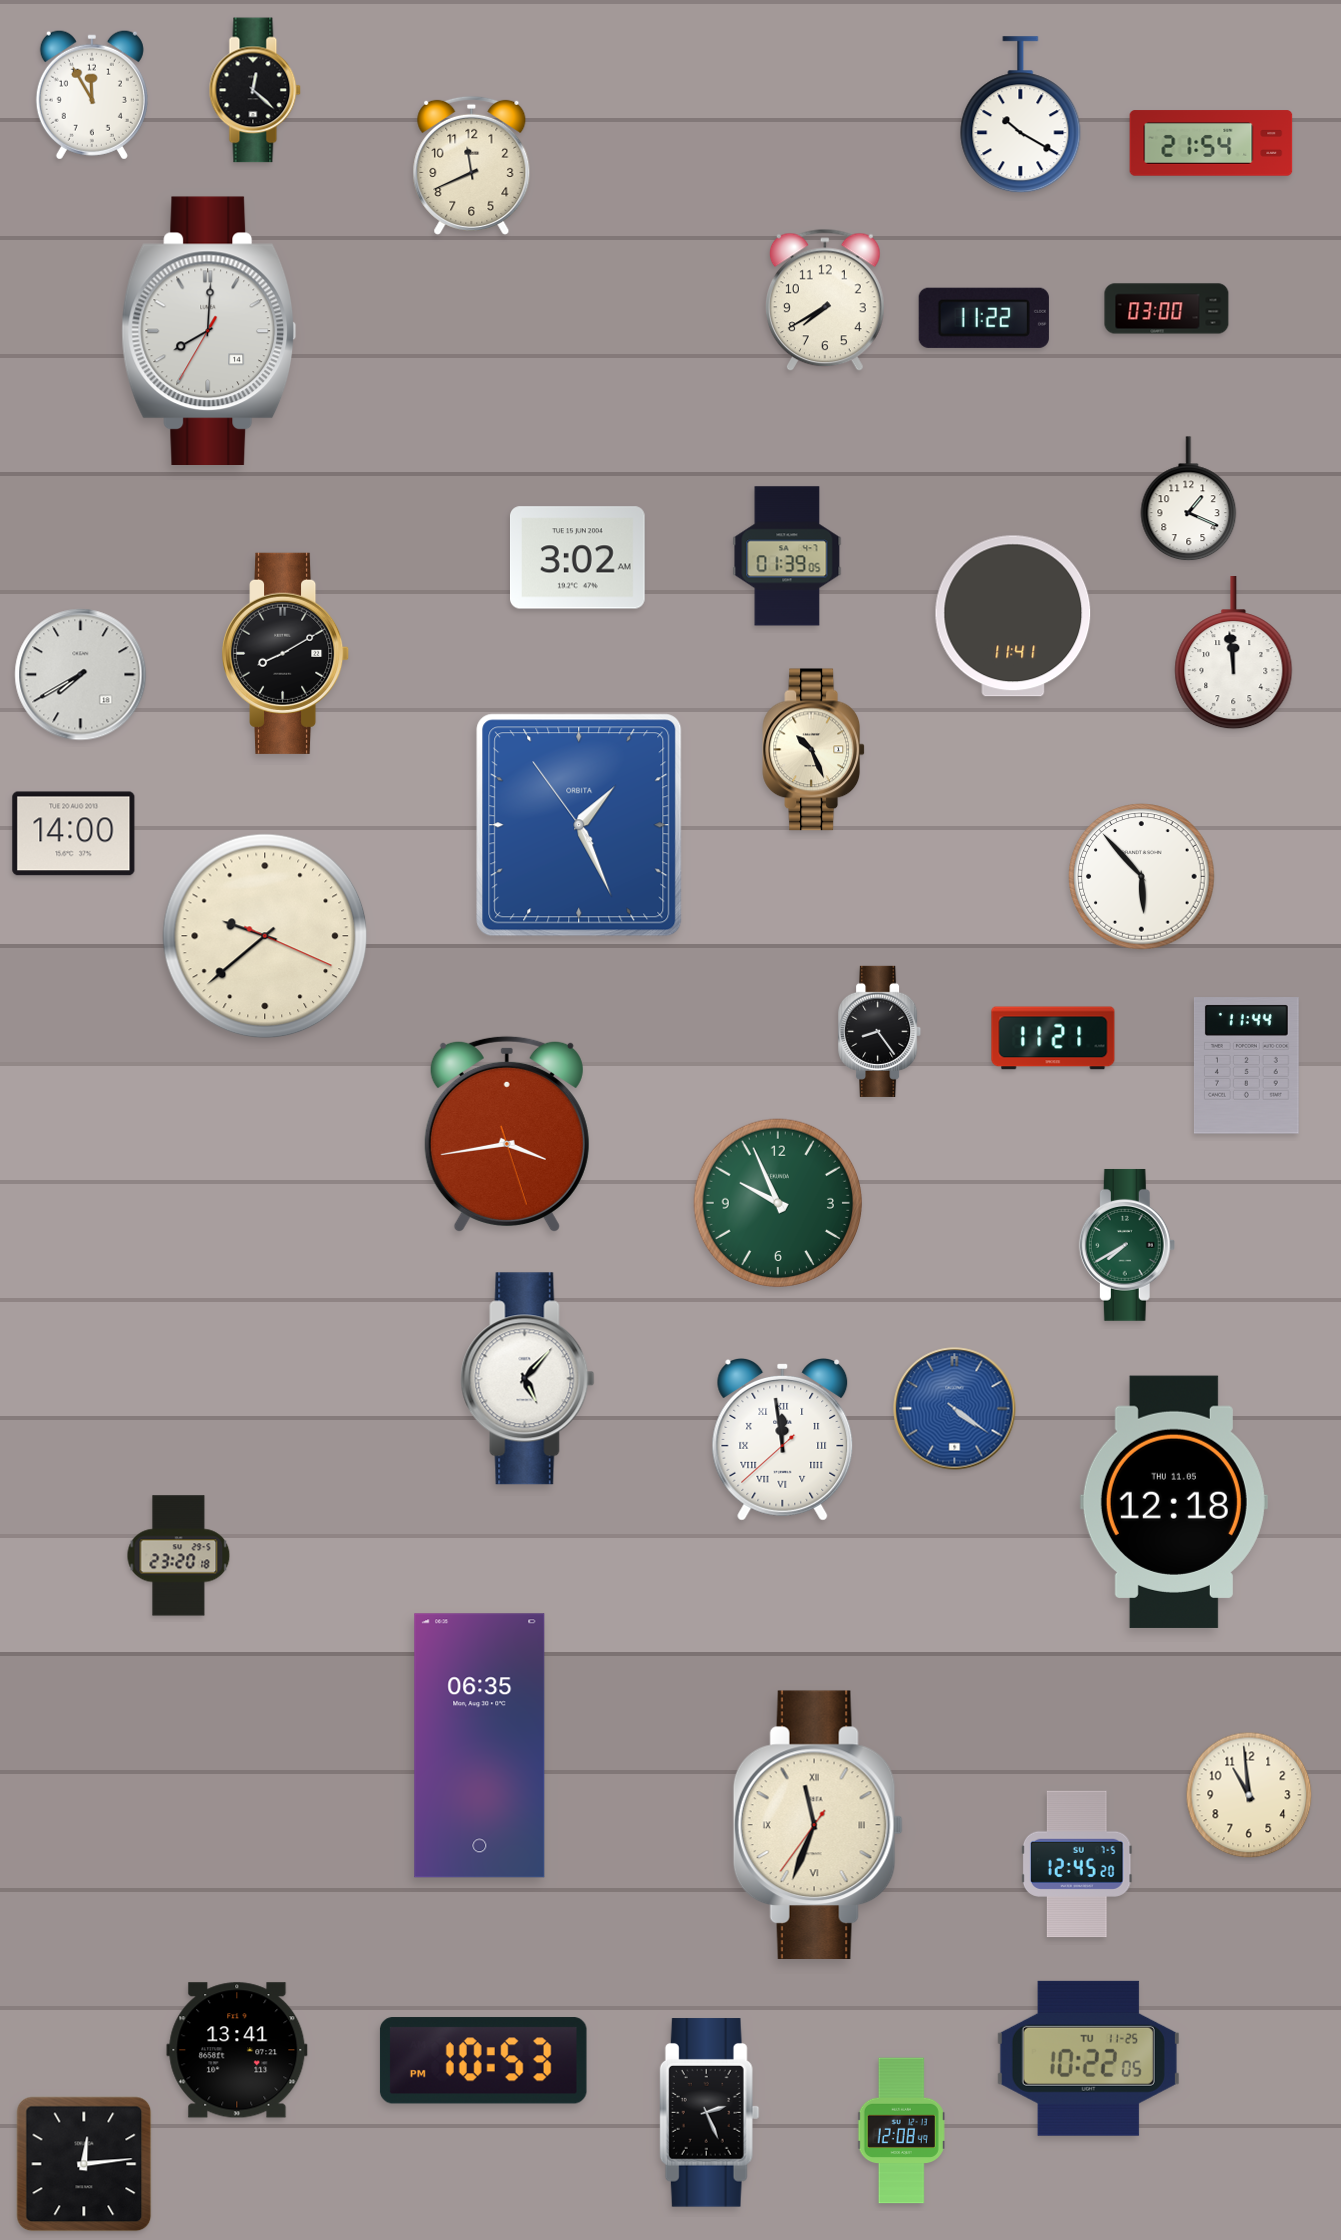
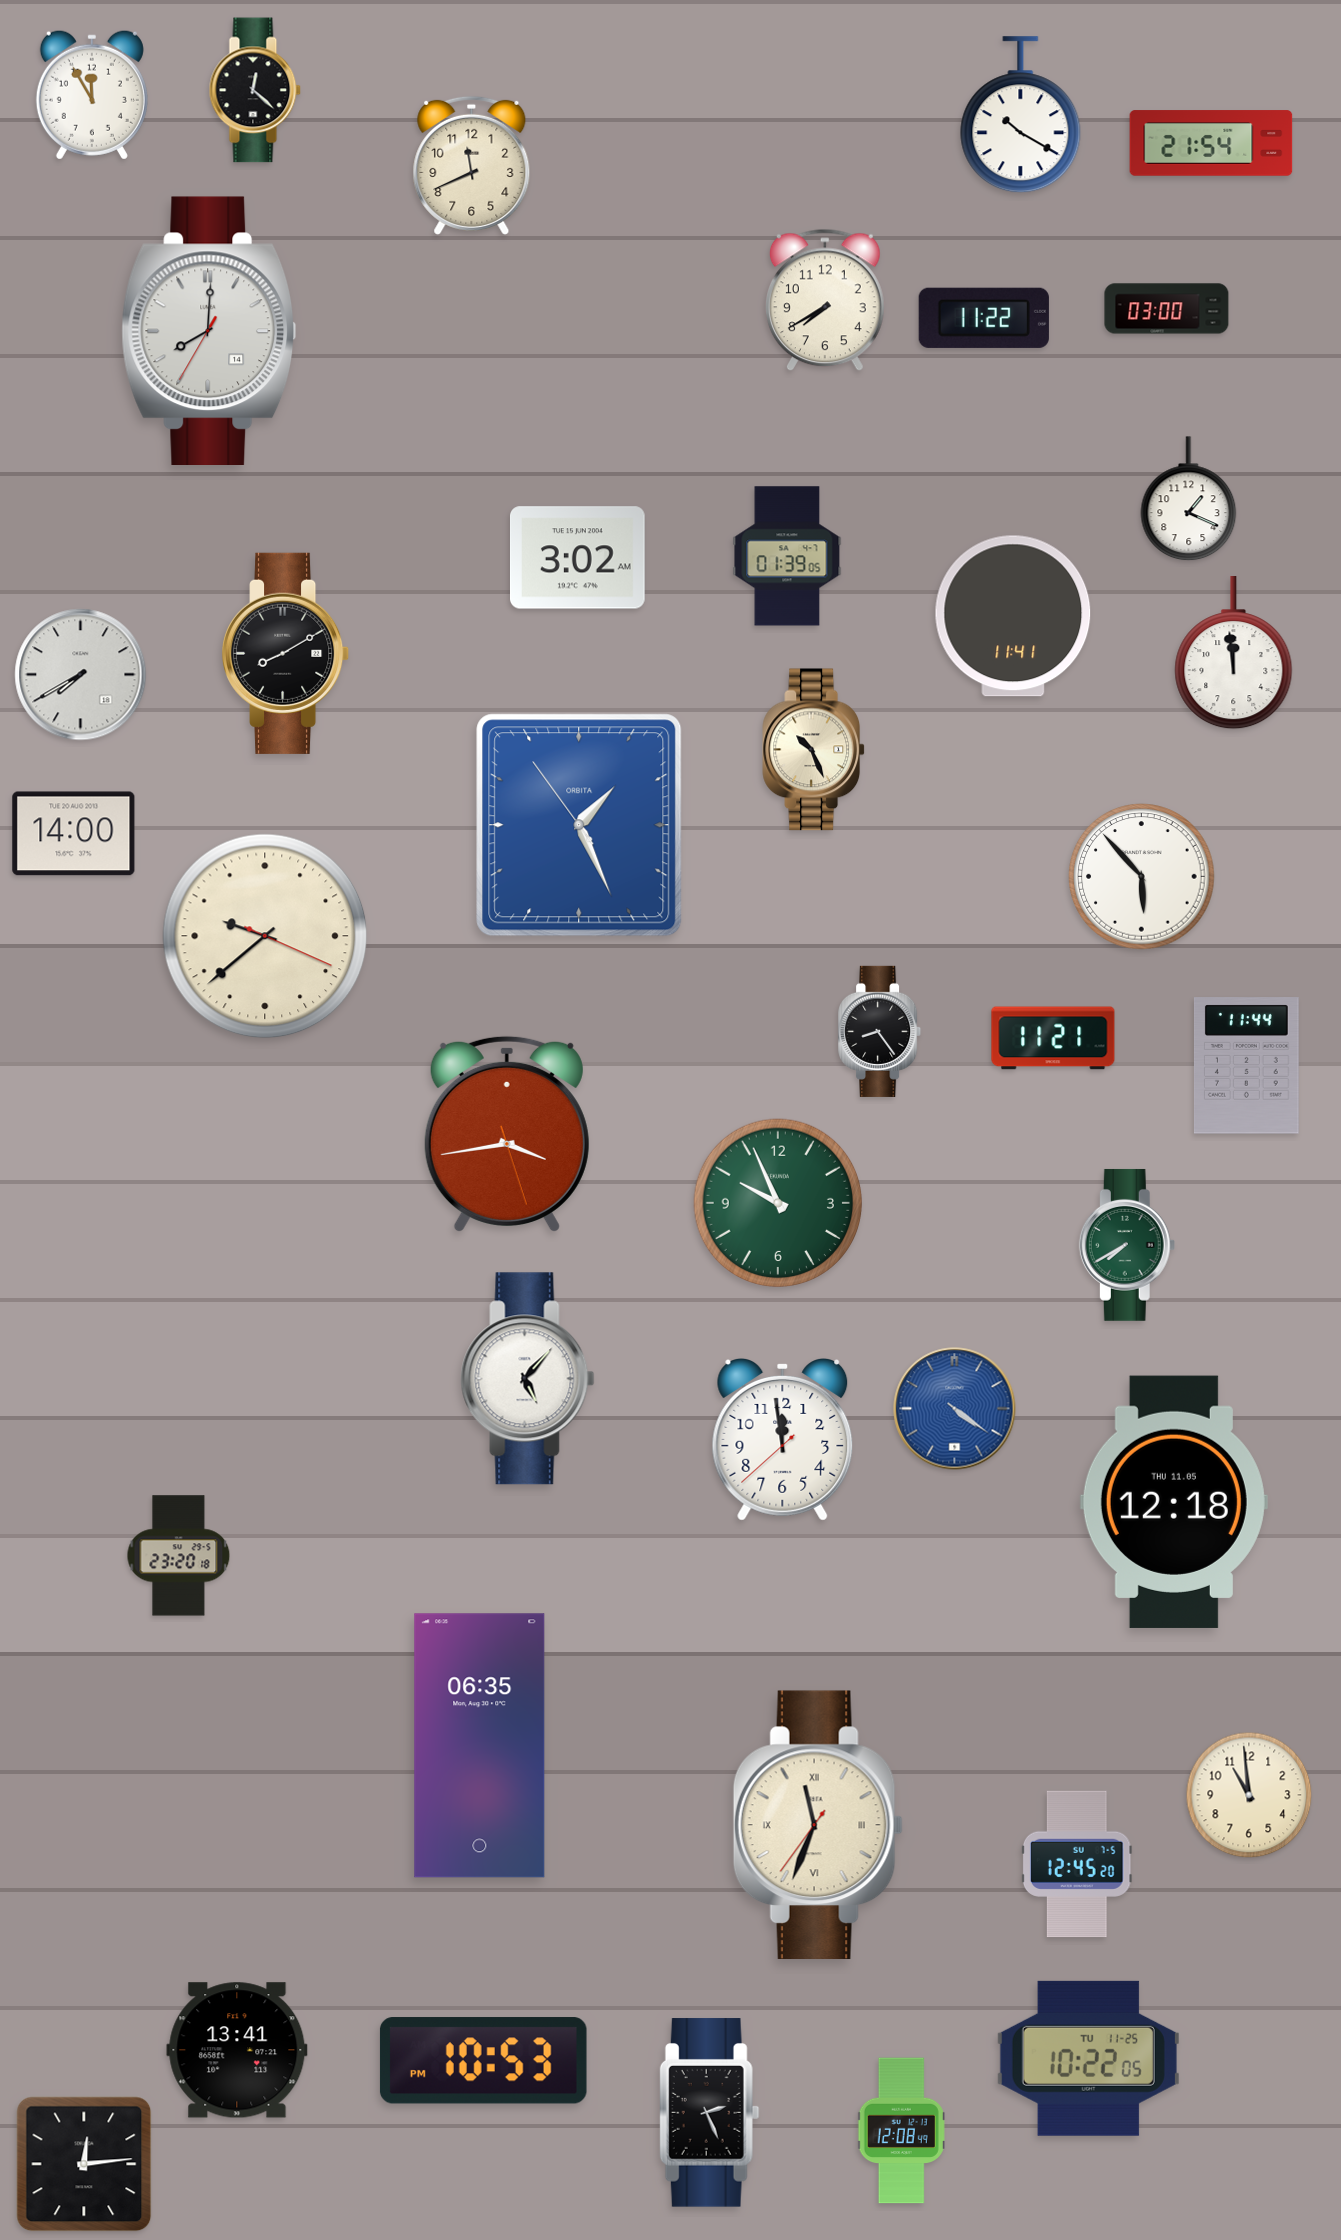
clock at (783, 1440) numerals: Roman -> Arabic
